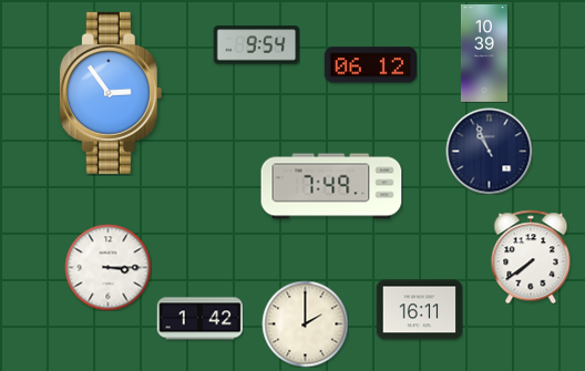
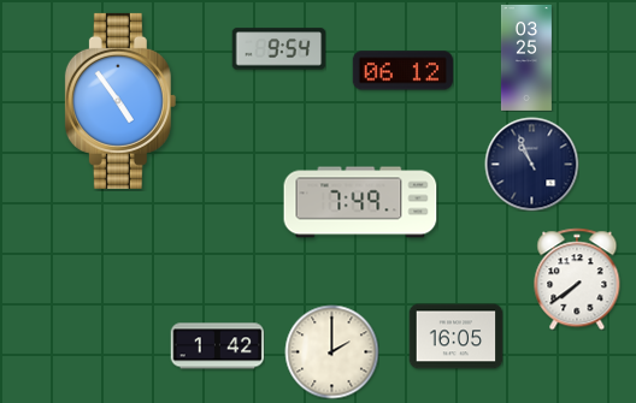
clock at (484, 53): 10:39 -> 03:25
clock at (111, 93): 2:54 -> 4:54
clock at (107, 267): 3:15 -> none
clock at (419, 310): 16:11 -> 16:05
